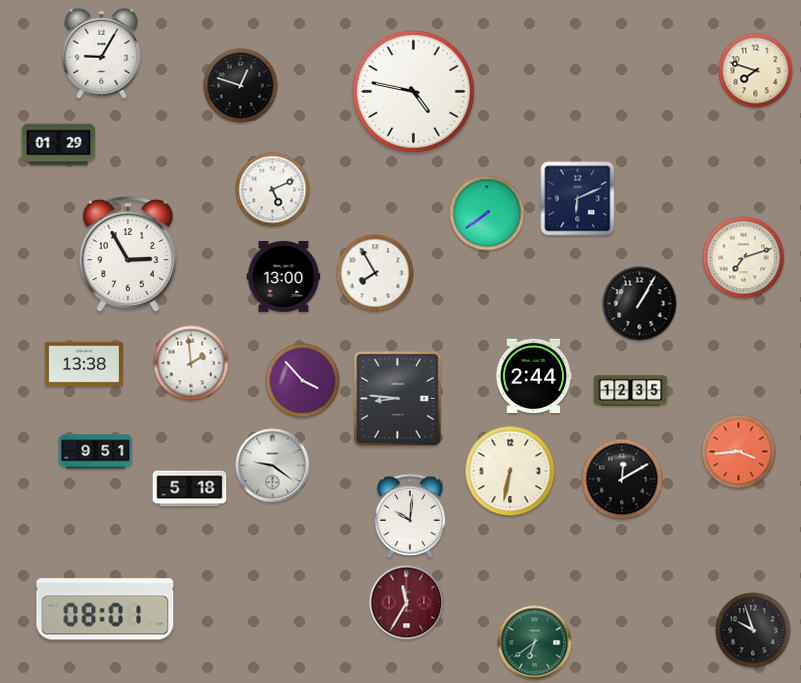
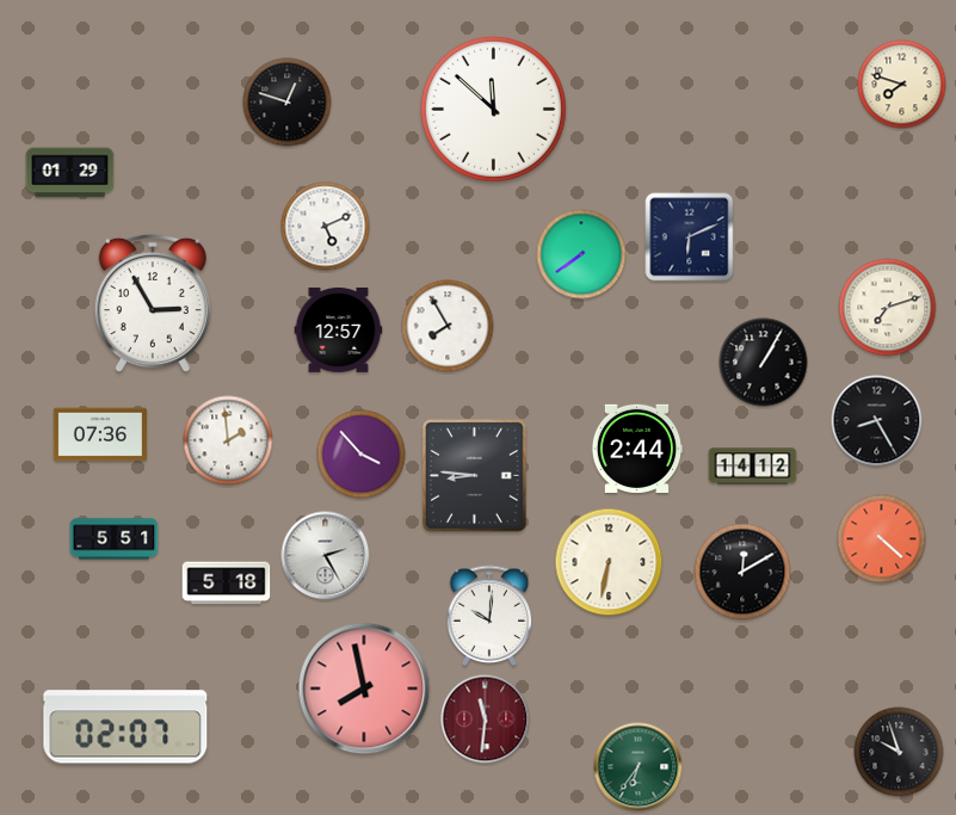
clock at (102, 53): 9:05 -> none
clock at (413, 91): 4:47 -> 11:52
clock at (284, 277): 13:00 -> 12:57
clock at (877, 421): none -> 8:25
clock at (191, 363) position: (191, 363) -> (228, 440)
clock at (84, 364): 13:38 -> 07:36
clock at (631, 391): 12:35 -> 14:12
clock at (96, 452): 9:51 -> 5:51
clock at (739, 452): 3:44 -> 4:22
clock at (273, 466): 9:21 -> 2:25
clock at (364, 689): none -> 7:58
clock at (407, 603): 11:35 -> 11:31
clock at (105, 609): 08:01 -> 02:07
clock at (535, 643): 6:39 -> 6:36
